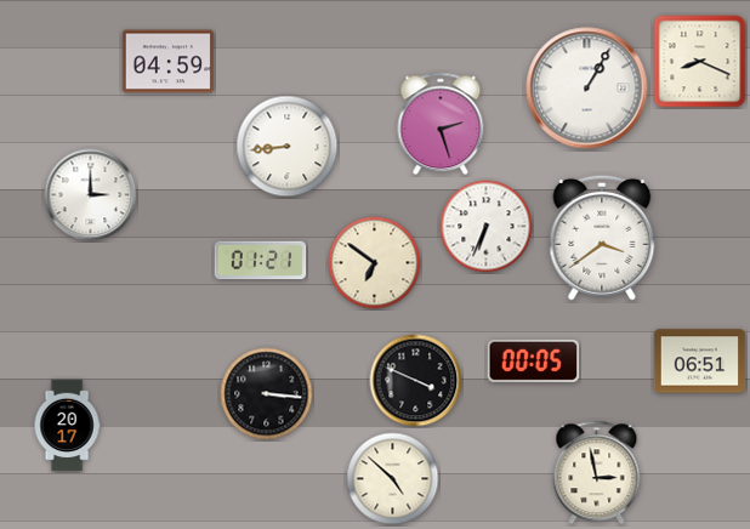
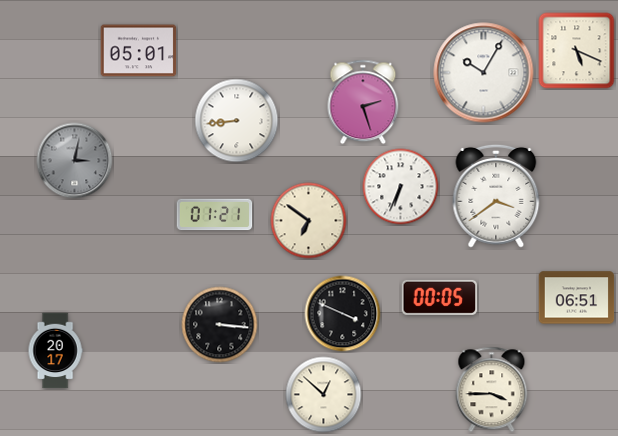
clock at (169, 62): 04:59 -> 05:01
clock at (700, 62): 8:19 -> 5:19
clock at (587, 89): 1:05 -> 10:05
clock at (91, 195): 3:00 -> 3:02
clock at (91, 195) dial: white -> grey
clock at (375, 263) position: (375, 263) -> (309, 221)
clock at (597, 473): 2:58 -> 3:45
clock at (393, 479): 4:52 -> 12:52
